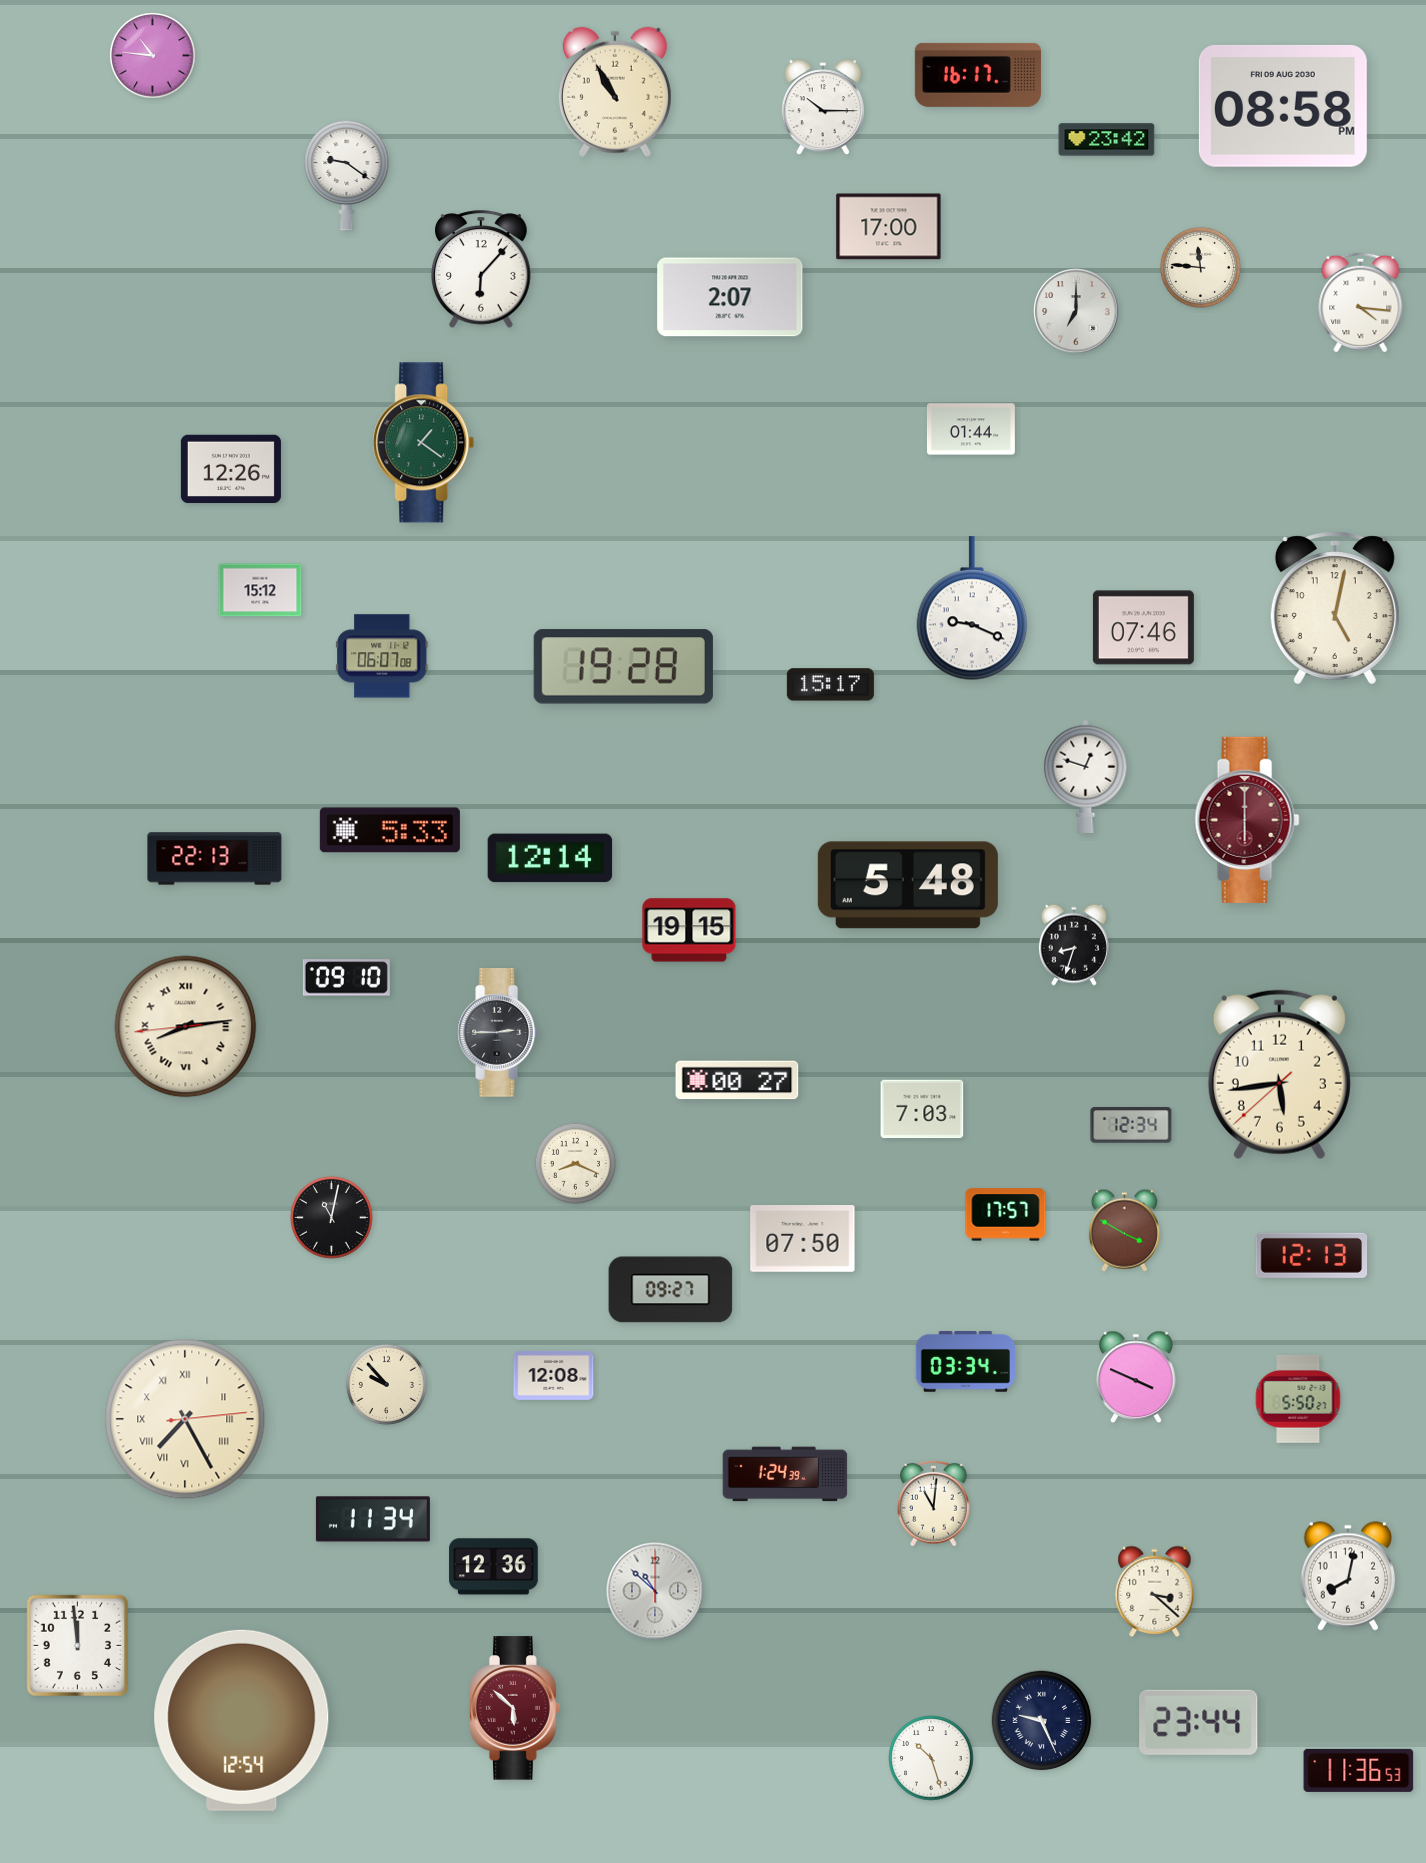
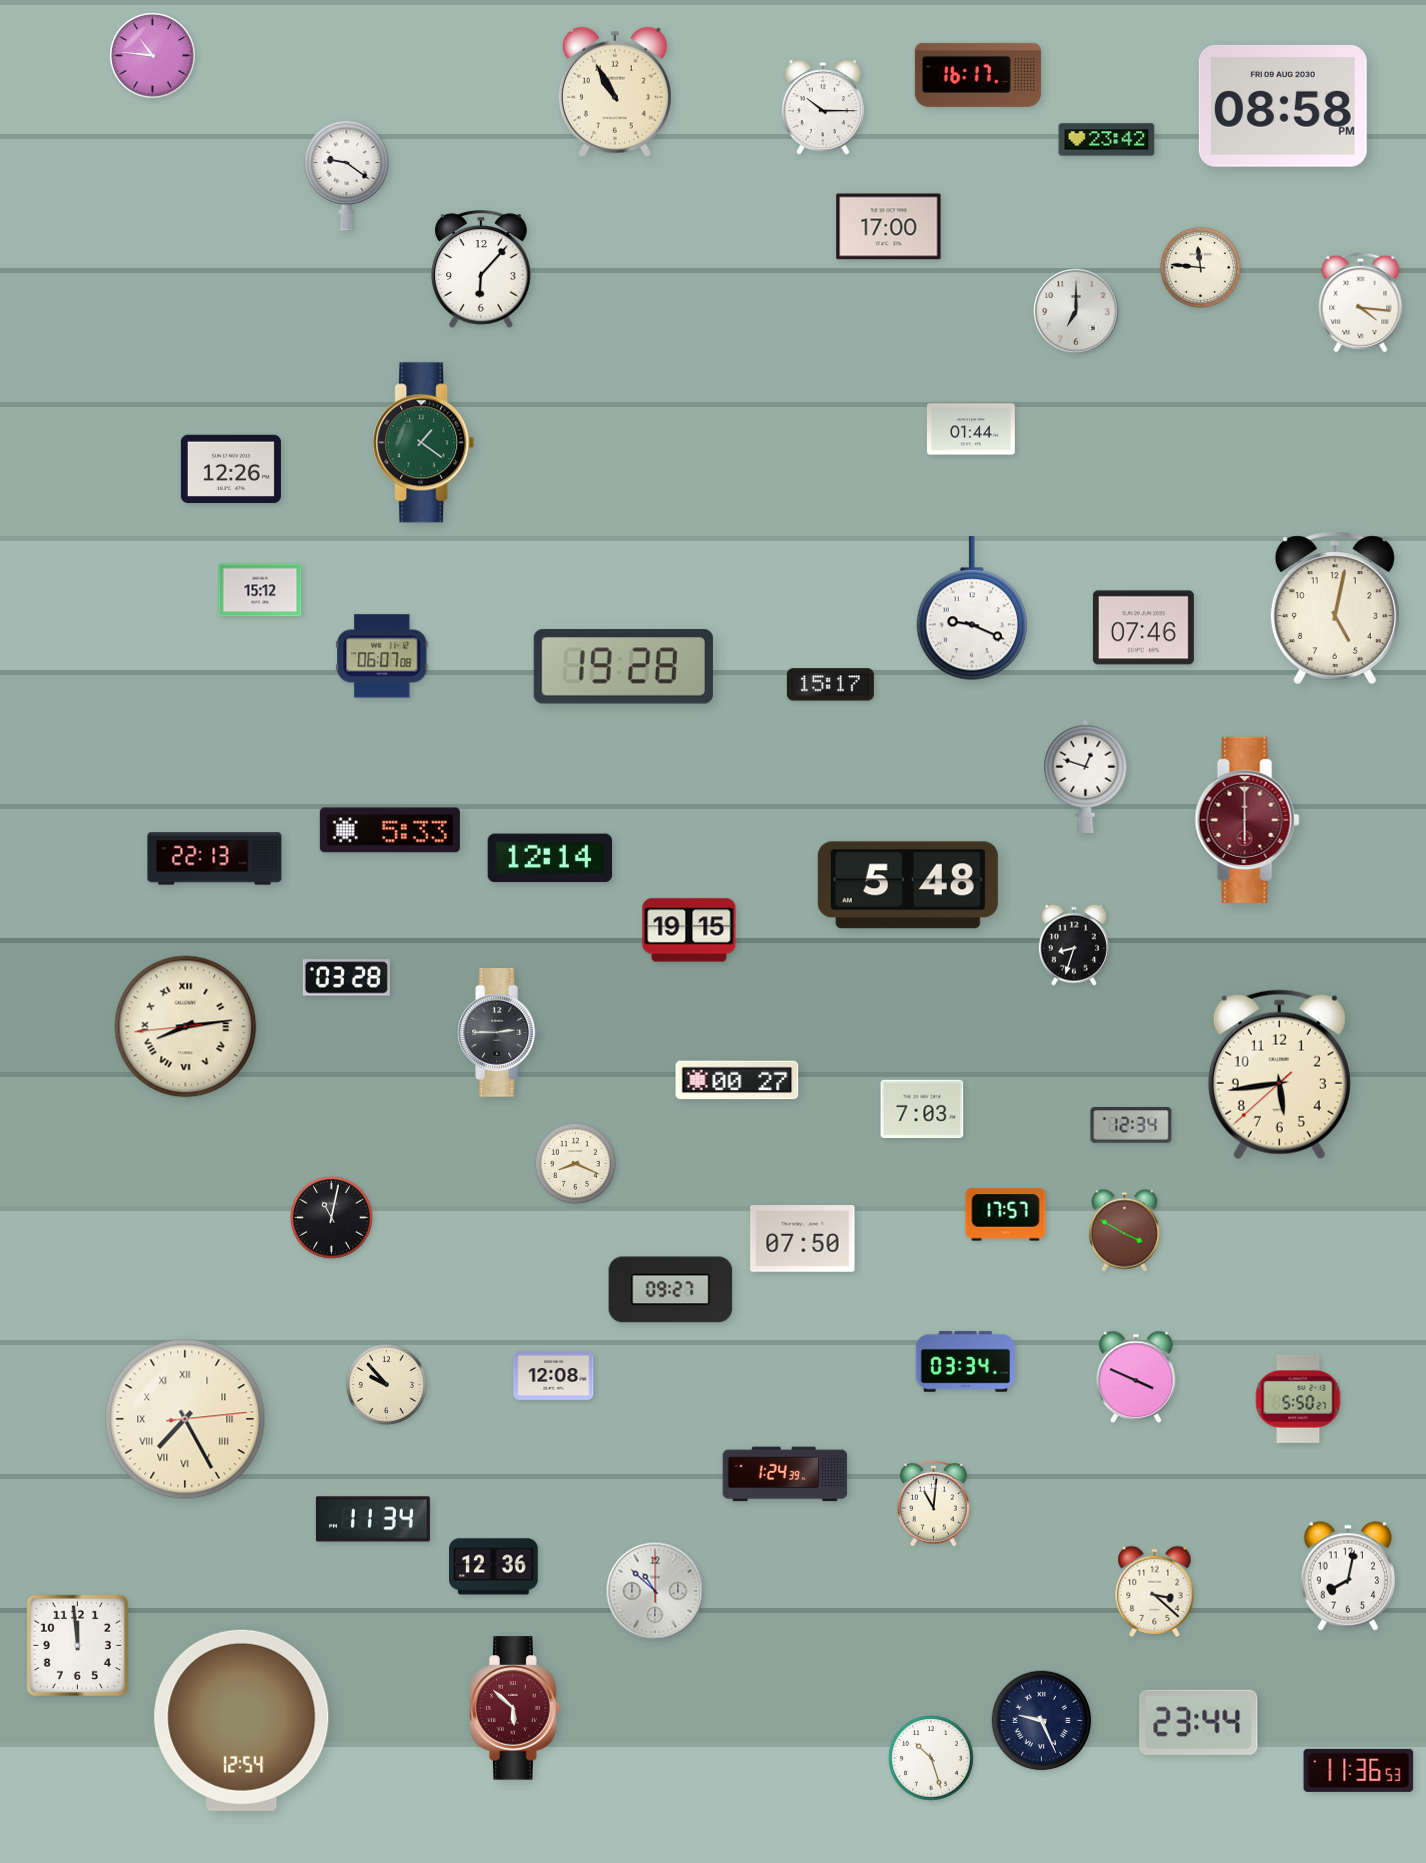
clock at (730, 297): 2:07 -> none
clock at (346, 978): 09:10 -> 03:28
clock at (1312, 1255): 12:13 -> none
